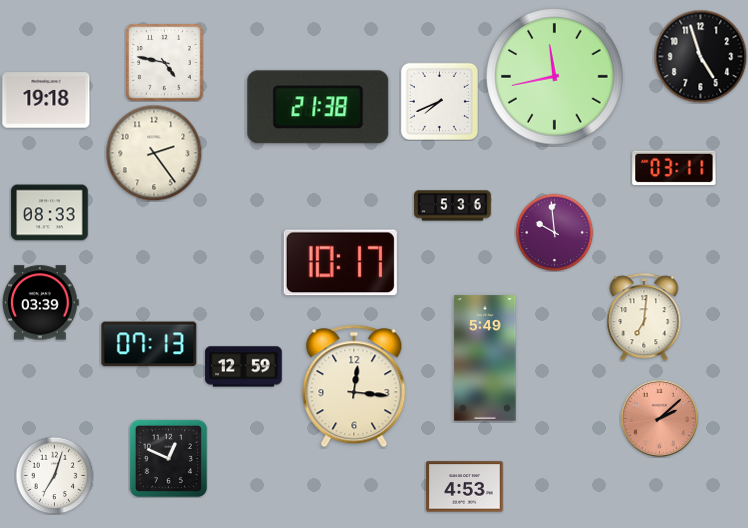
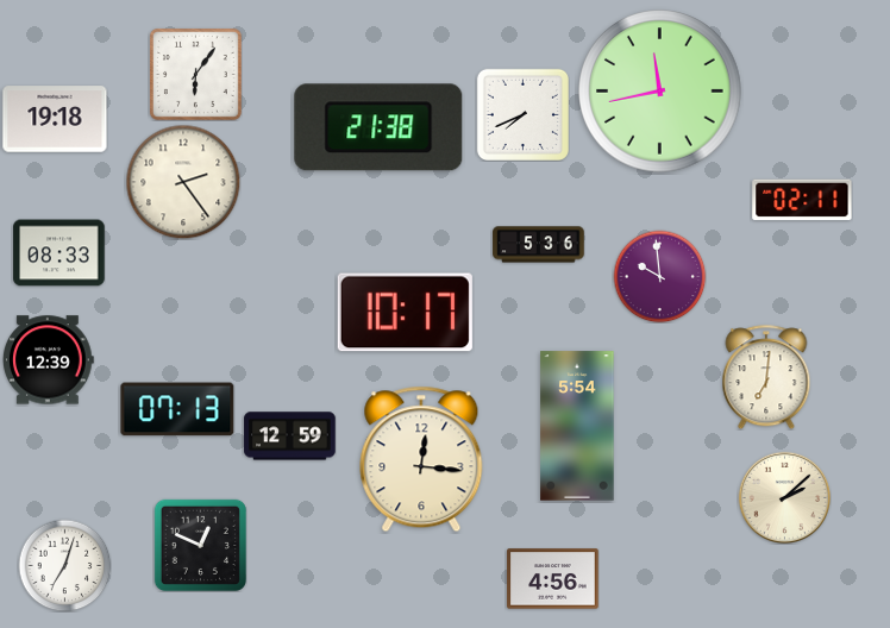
clock at (700, 56): 4:57 -> none
clock at (164, 62): 4:47 -> 6:06
clock at (439, 101) position: (439, 101) -> (522, 114)
clock at (674, 168): 03:11 -> 02:11
clock at (41, 303): 03:39 -> 12:39
clock at (485, 358): 5:49 -> 5:54
clock at (659, 418) dial: salmon -> cream
clock at (465, 487): 4:53 -> 4:56
